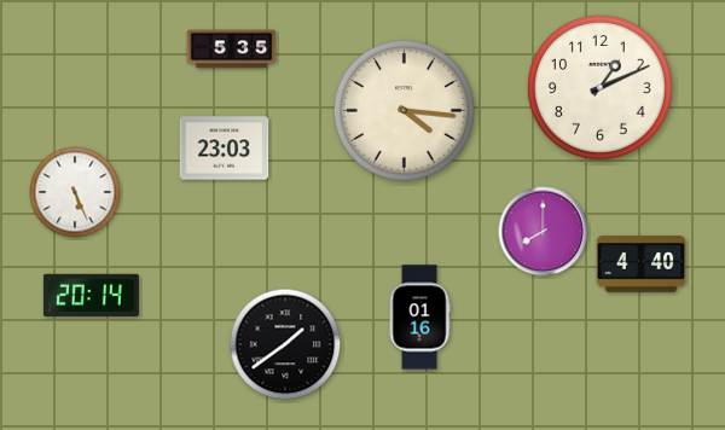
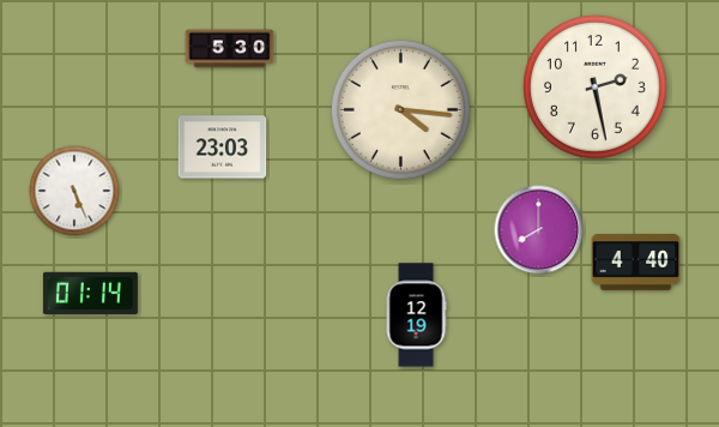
clock at (232, 50): 5:35 -> 5:30
clock at (601, 88): 1:11 -> 2:28
clock at (91, 295): 20:14 -> 01:14
clock at (419, 318): 01:16 -> 12:19
clock at (285, 344): 1:39 -> none
